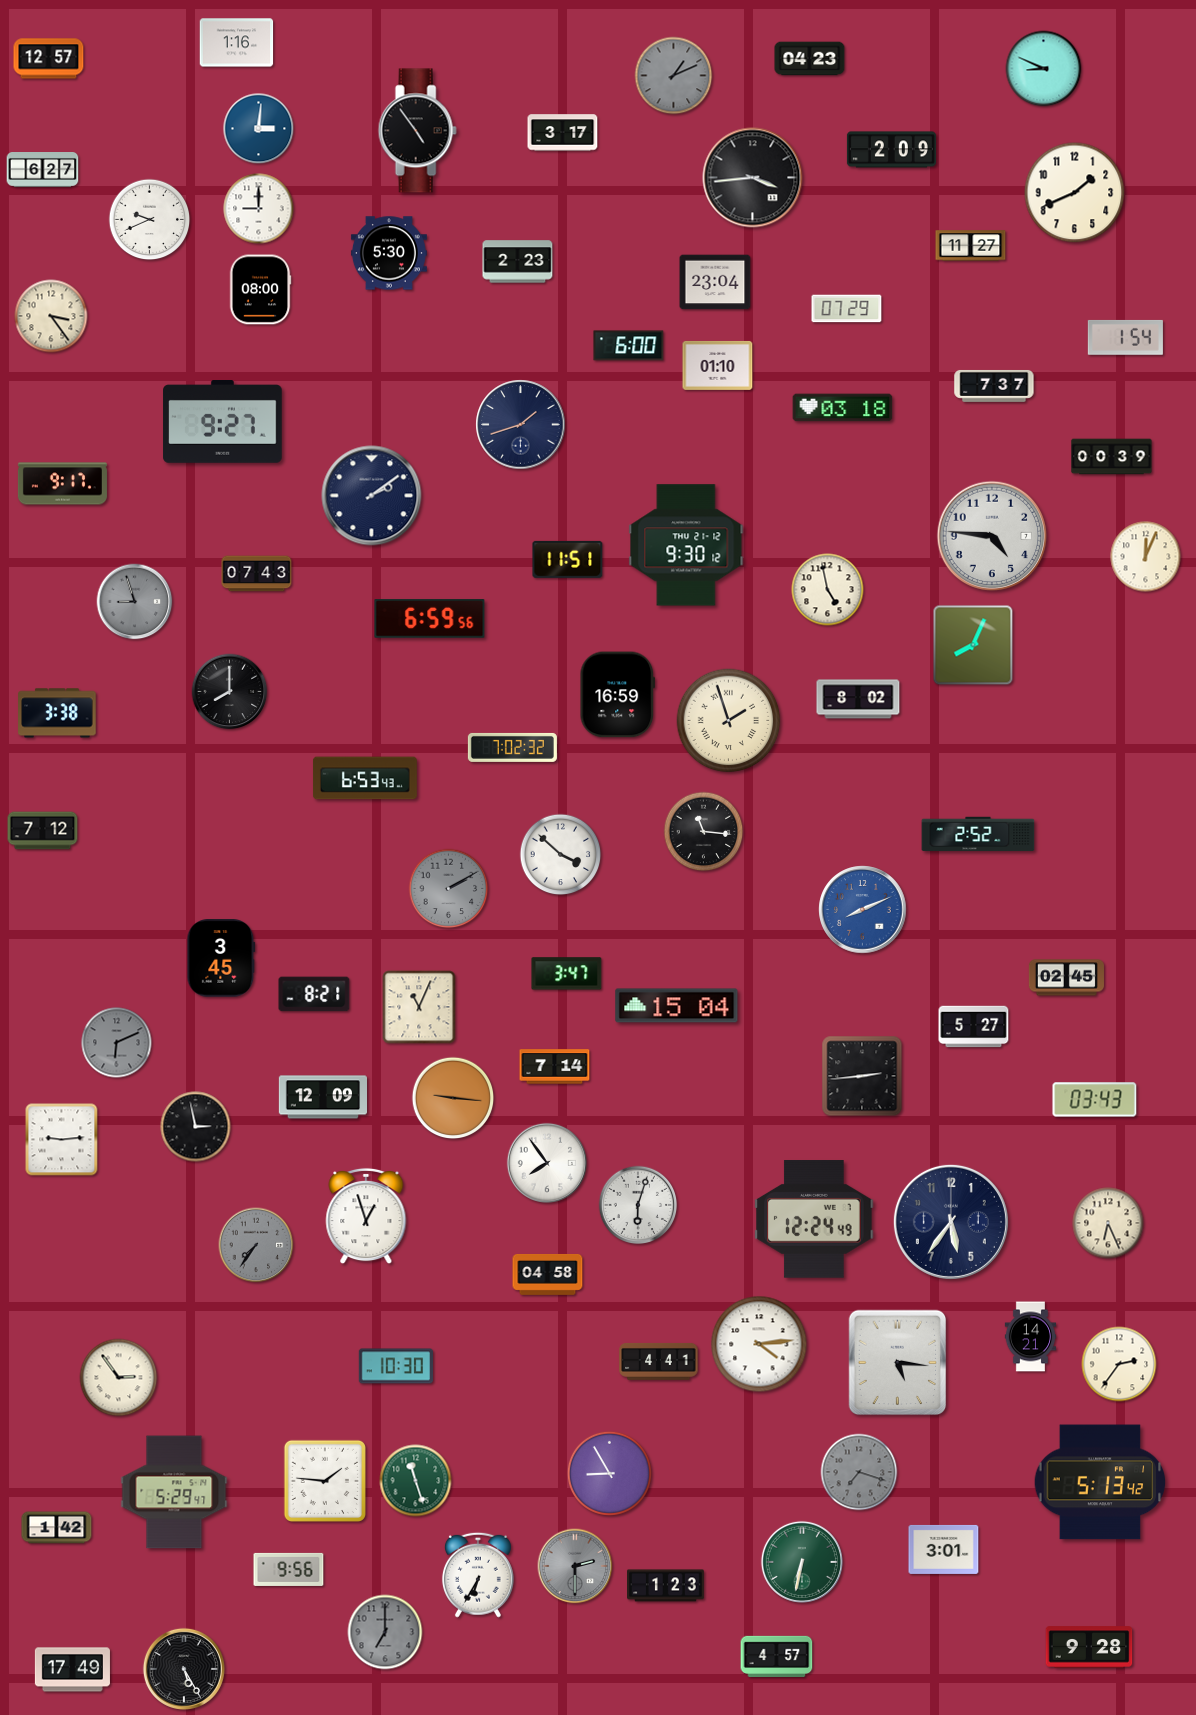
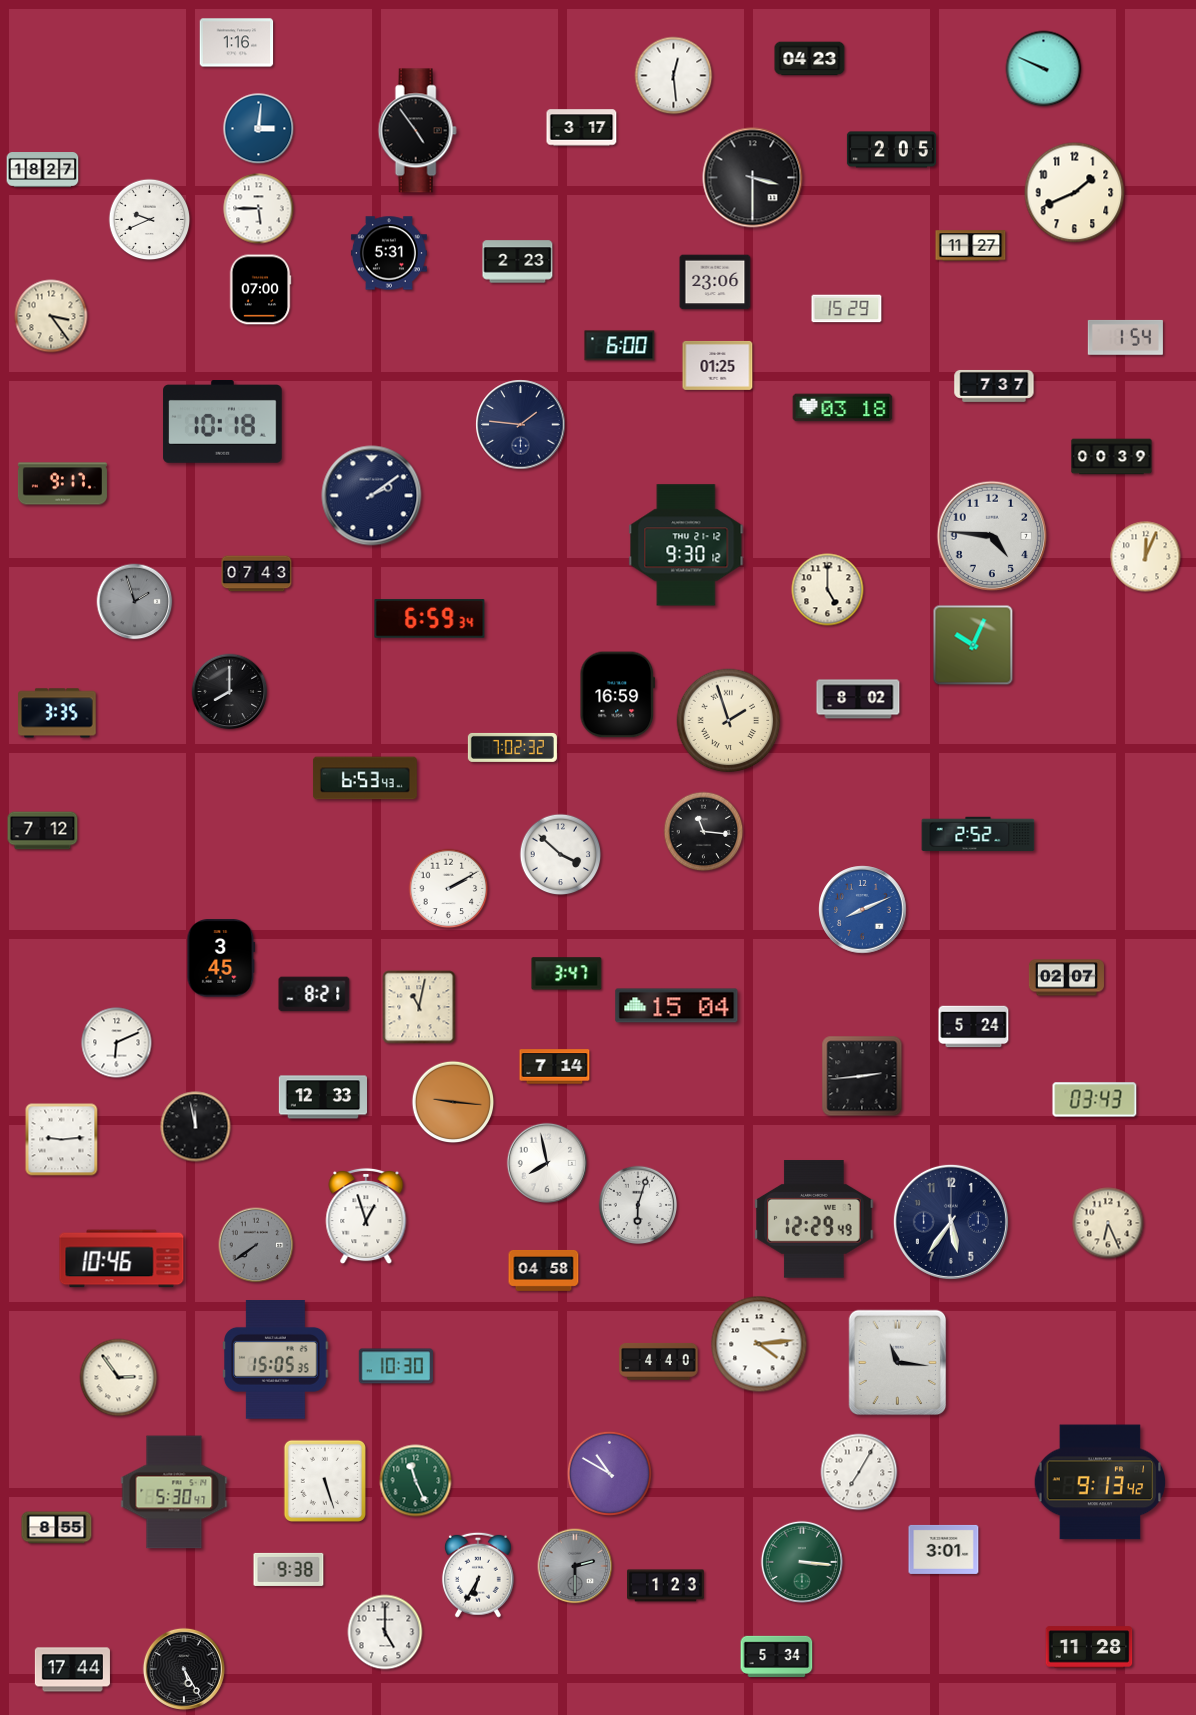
clock at (49, 59): 12:57 -> none
clock at (1044, 69): 8:49 -> 9:49
clock at (674, 76): 1:11 -> 12:29
clock at (674, 76) dial: grey -> white
clock at (563, 133) position: (563, 133) -> (582, 128)
clock at (891, 150): 2:09 -> 2:05
clock at (43, 170): 6:27 -> 18:27
clock at (753, 178): 3:44 -> 3:30
clock at (259, 209): 9:00 -> 5:45
clock at (389, 253): 5:30 -> 5:31
clock at (715, 282): 23:04 -> 23:06
clock at (260, 290): 08:00 -> 07:00
clock at (847, 309): 07:29 -> 15:29
clock at (629, 346) position: (629, 346) -> (620, 346)
clock at (718, 365): 01:10 -> 01:25
clock at (223, 422): 9:27 -> 10:18
clock at (521, 425): 1:42 -> 1:46
clock at (568, 559): 11:51 -> none
clock at (828, 590): 4:58 -> 5:00
clock at (135, 602): 8:57 -> 1:57
clock at (430, 619): 6:59:56 -> 6:59:34
clock at (973, 645): 8:04 -> 10:04
clock at (57, 713): 3:38 -> 3:35
clock at (449, 889) dial: grey -> white
clock at (1066, 978): 02:45 -> 02:07
clock at (419, 1007): 11:04 -> 11:02
clock at (974, 1027): 5:27 -> 5:24
clock at (117, 1043) dial: grey -> white
clock at (322, 1097): 12:09 -> 12:33
clock at (453, 1098) position: (453, 1098) -> (453, 1102)
clock at (196, 1127): 2:58 -> 11:58
clock at (546, 1162): 7:54 -> 7:58
clock at (814, 1219): 12:24 -> 12:29
clock at (256, 1245): 7:36 -> 7:39
clock at (122, 1259): none -> 10:46
clock at (548, 1274) position: (548, 1274) -> (544, 1270)
clock at (1031, 1337): 14:21 -> none
clock at (276, 1360): none -> 15:05
clock at (659, 1361): 4:41 -> 4:40
clock at (898, 1363): 5:16 -> 11:16
clock at (1119, 1364): 2:36 -> none
clock at (859, 1472): 7:18 -> 7:05
clock at (859, 1472) dial: grey -> white
clock at (609, 1473): 8:55 -> 10:50
clock at (325, 1480): 1:46 -> 5:27
clock at (416, 1481): 11:27 -> 11:26
clock at (1100, 1482): 5:13 -> 9:13
clock at (174, 1492): 5:29 -> 5:30
clock at (57, 1528): 1:42 -> 8:55
clock at (802, 1562): 6:32 -> 3:16
clock at (289, 1569): 9:56 -> 9:38
clock at (385, 1632): 7:00 -> 5:00
clock at (385, 1632) dial: grey -> white
clock at (1089, 1647): 9:28 -> 11:28
clock at (777, 1656): 4:57 -> 5:34
clock at (72, 1670): 17:49 -> 17:44
